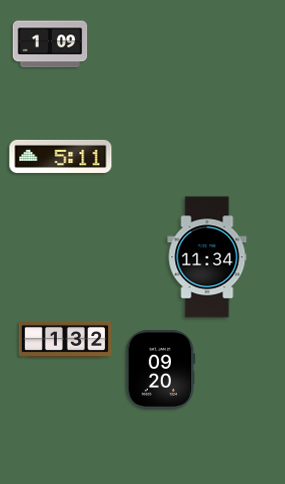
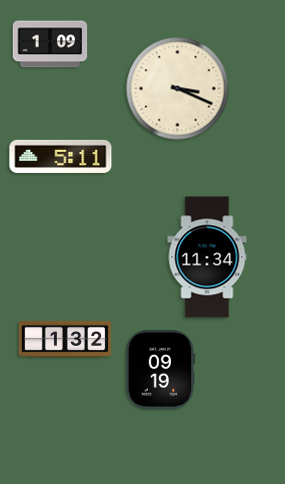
clock at (178, 89): none -> 3:19
clock at (161, 370): 09:20 -> 09:19
